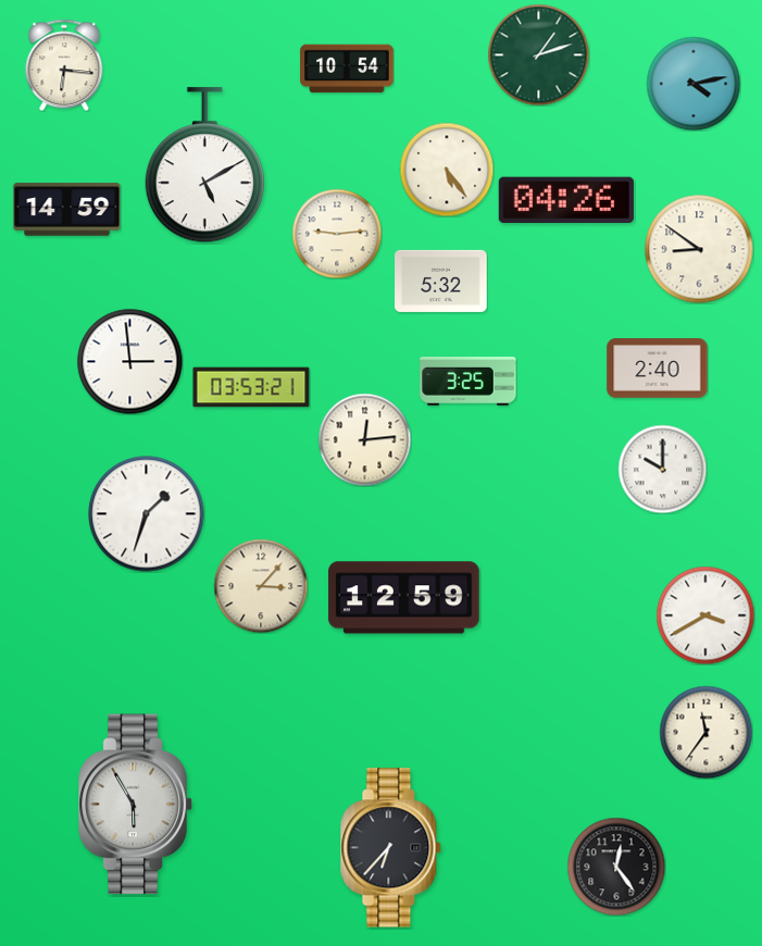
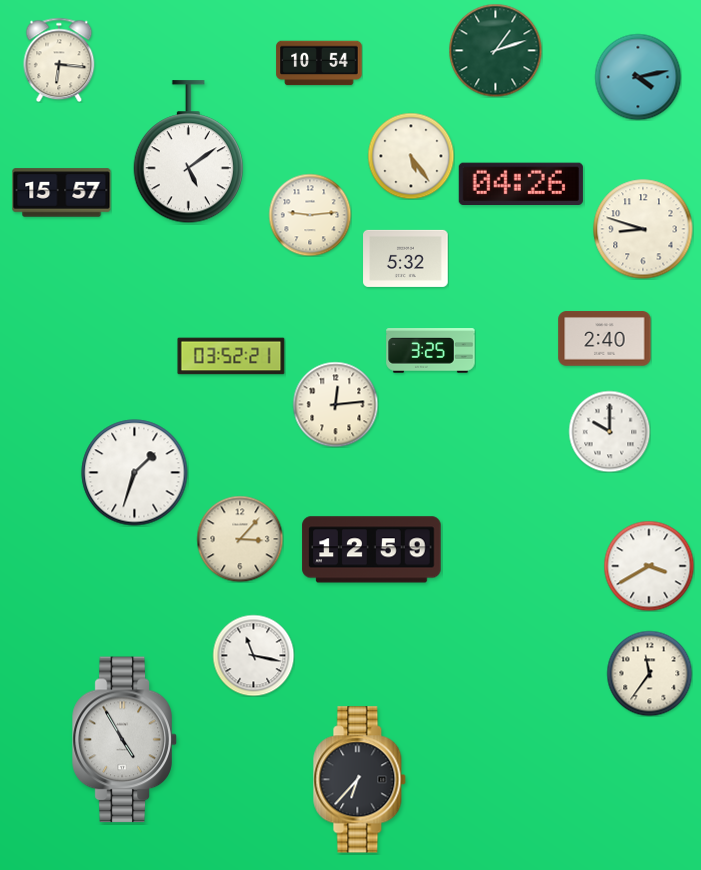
clock at (204, 165): 5:10 -> 5:09
clock at (67, 210): 14:59 -> 15:57
clock at (699, 249): 8:51 -> 8:48
clock at (129, 361): 2:59 -> none
clock at (251, 387): 03:53 -> 03:52
clock at (253, 655): none -> 11:17
clock at (136, 805): 5:55 -> 4:55
clock at (616, 867): 12:24 -> none
